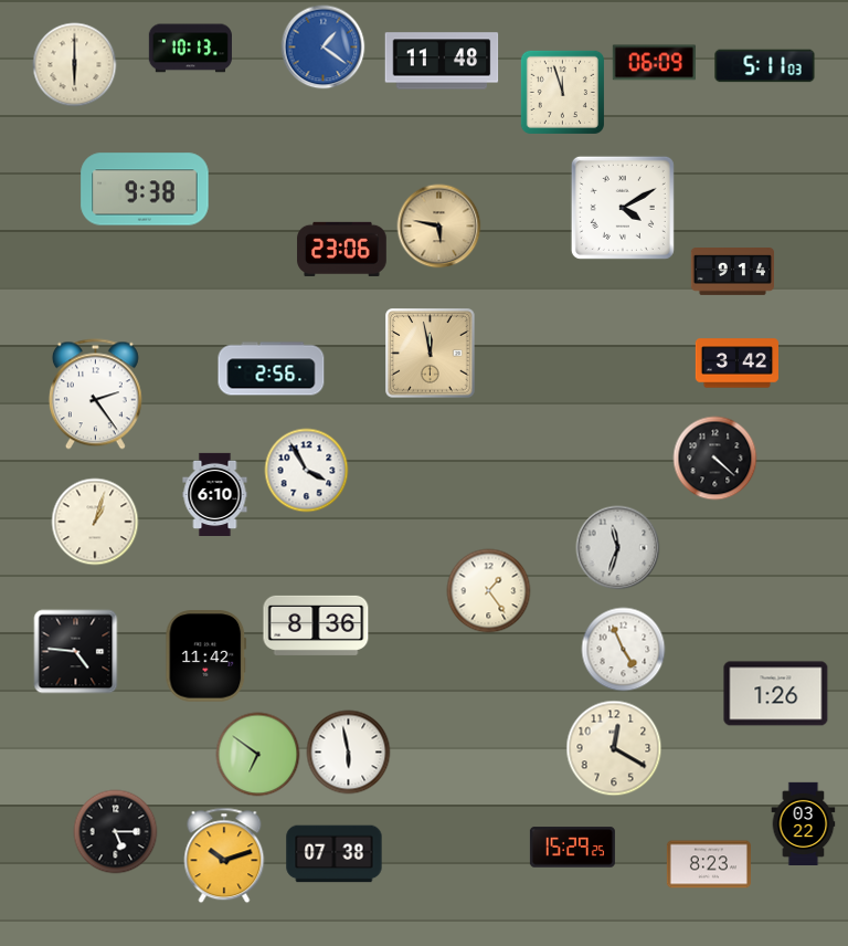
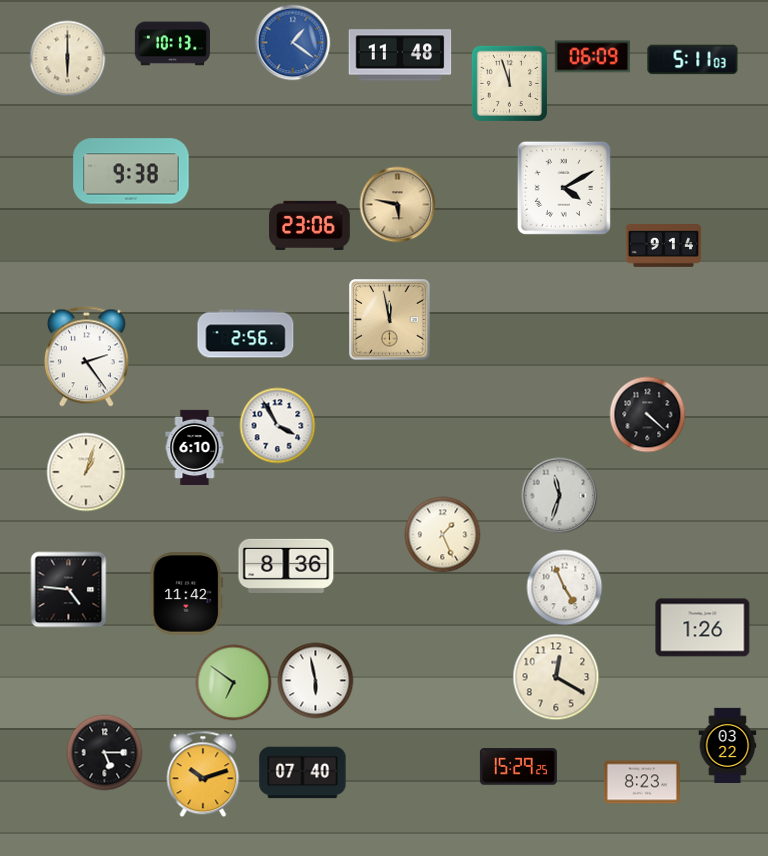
clock at (736, 364): 3:42 -> none
clock at (489, 591): 1:24 -> 1:26
clock at (335, 854): 07:38 -> 07:40
